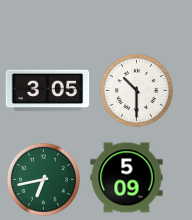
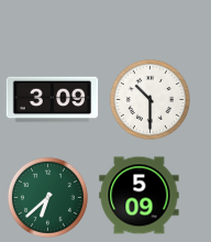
clock at (48, 91): 3:05 -> 3:09
clock at (43, 179): 6:43 -> 6:38
